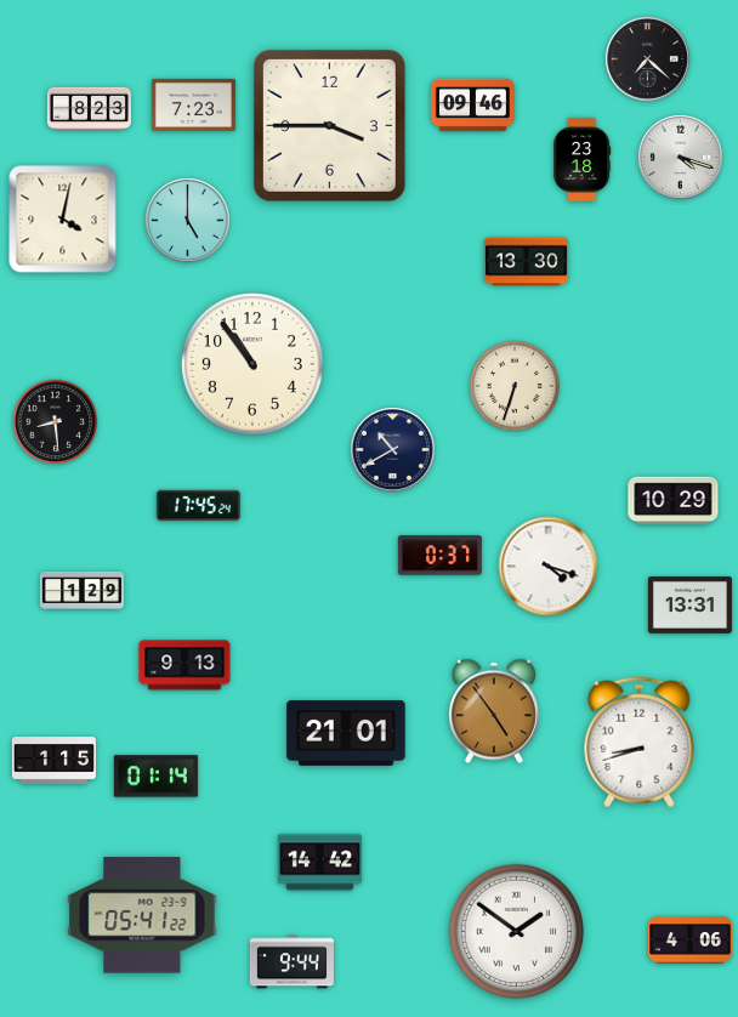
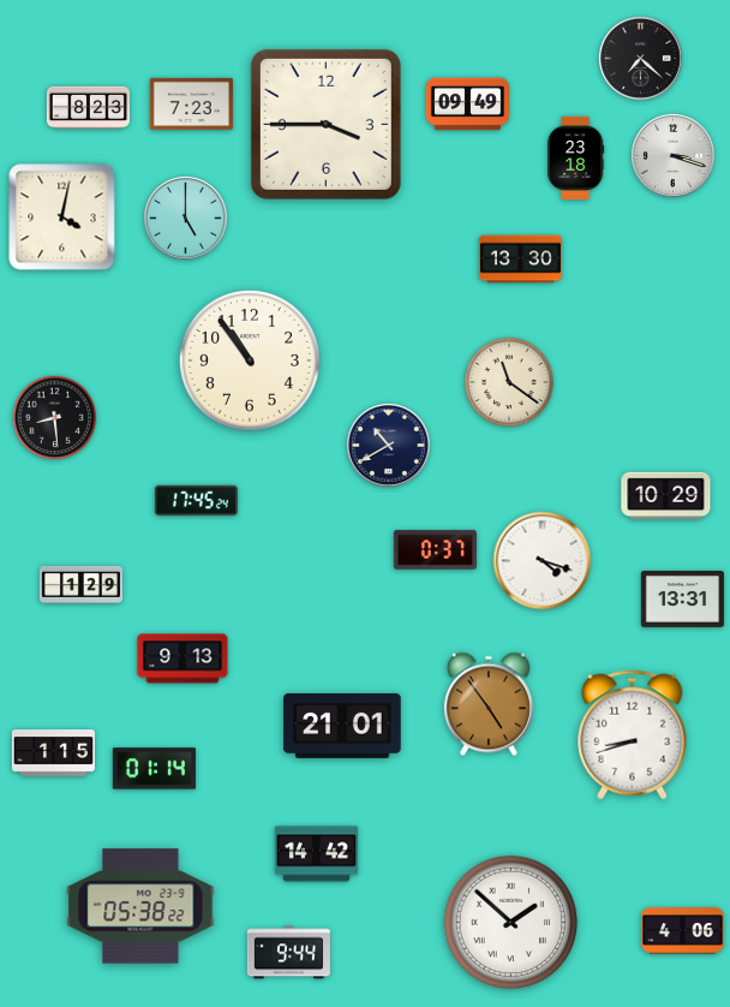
clock at (472, 106): 09:46 -> 09:49
clock at (680, 157): 4:18 -> 3:18
clock at (515, 386): 6:33 -> 11:21
clock at (142, 915): 05:41 -> 05:38
clock at (517, 932): 1:51 -> 1:52
